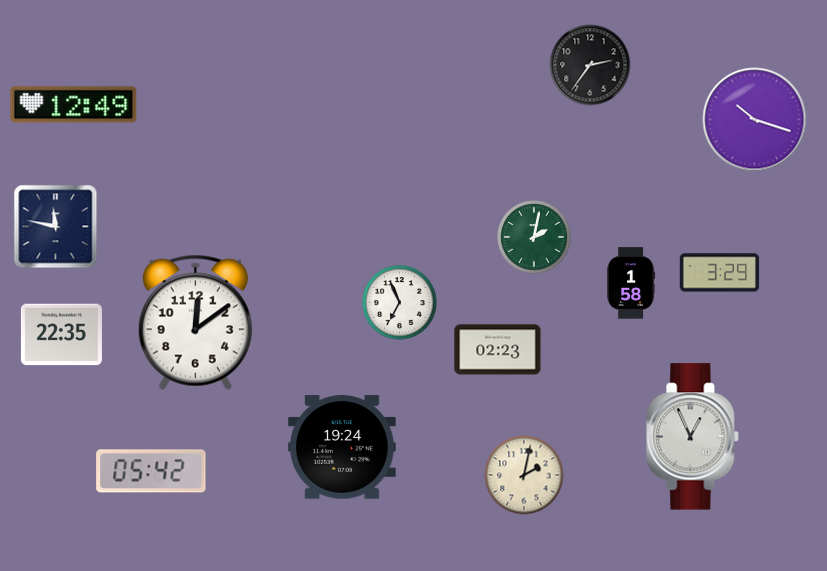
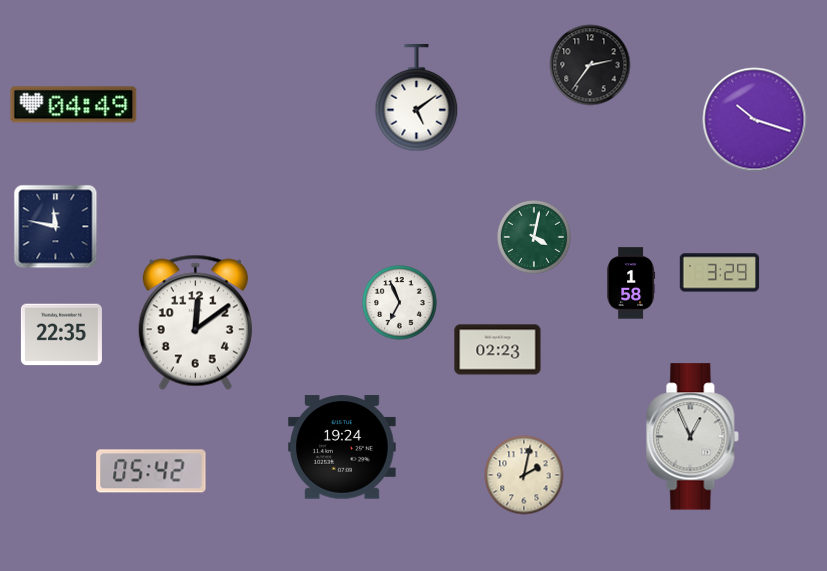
clock at (417, 98): none -> 5:09
clock at (74, 105): 12:49 -> 04:49
clock at (534, 237): 2:02 -> 4:02
